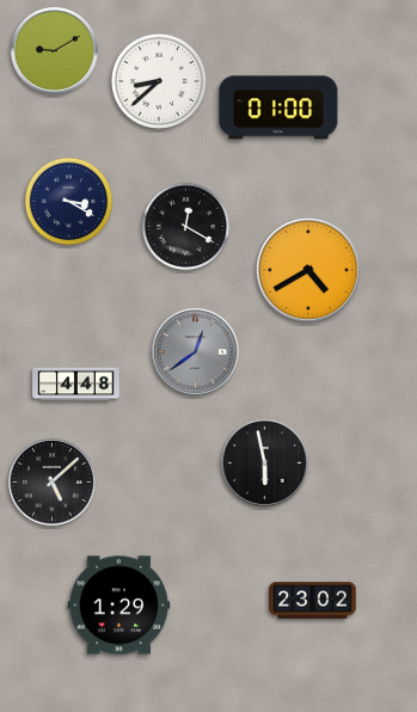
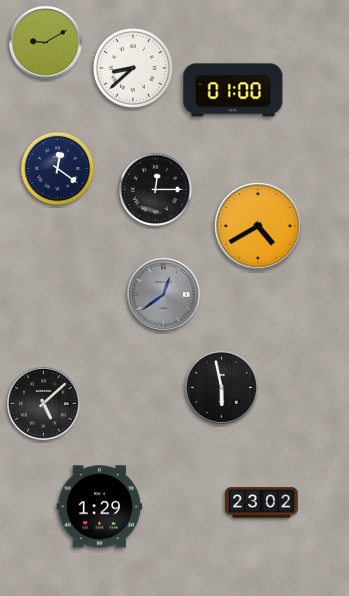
clock at (69, 202): 3:20 -> 12:21
clock at (186, 227): 12:20 -> 12:15
clock at (76, 385): 4:48 -> none
